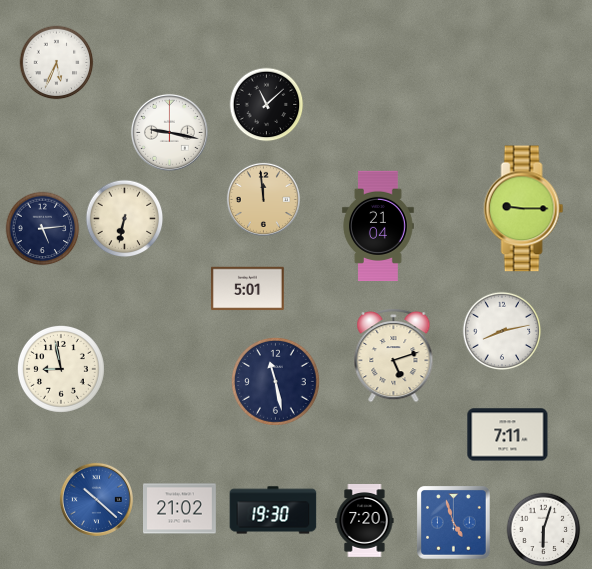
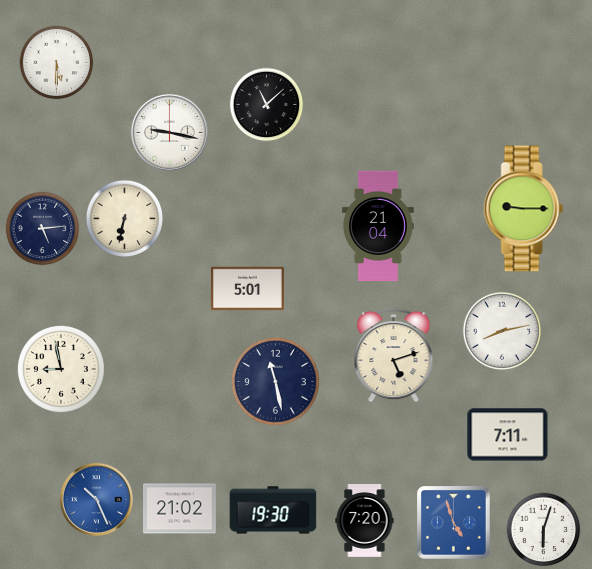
clock at (57, 63): 5:34 -> 5:30
clock at (263, 199): 11:59 -> none
clock at (96, 499): 10:22 -> 10:26
